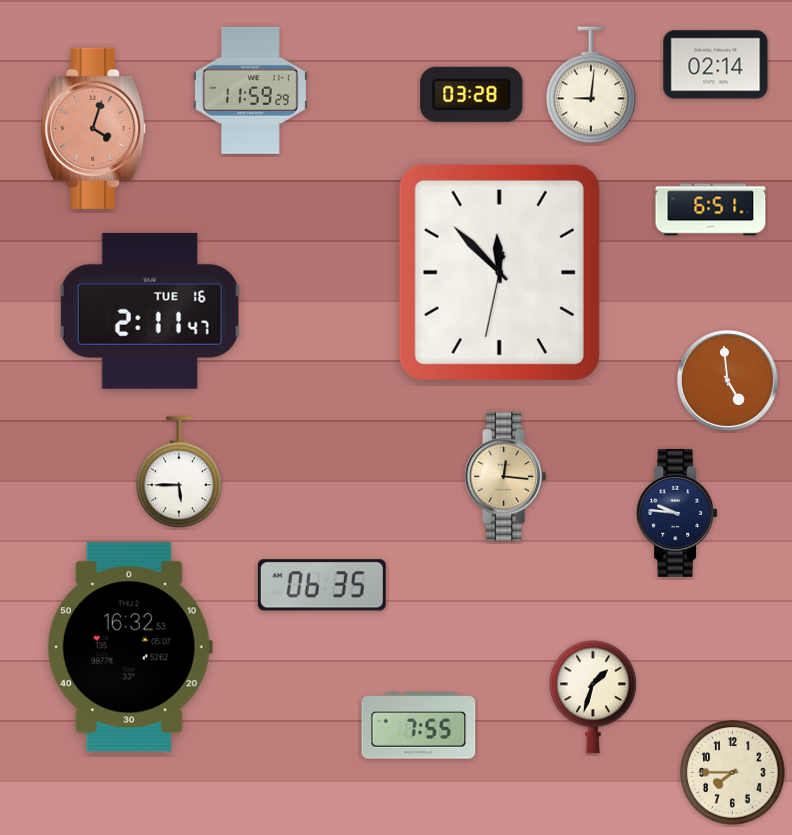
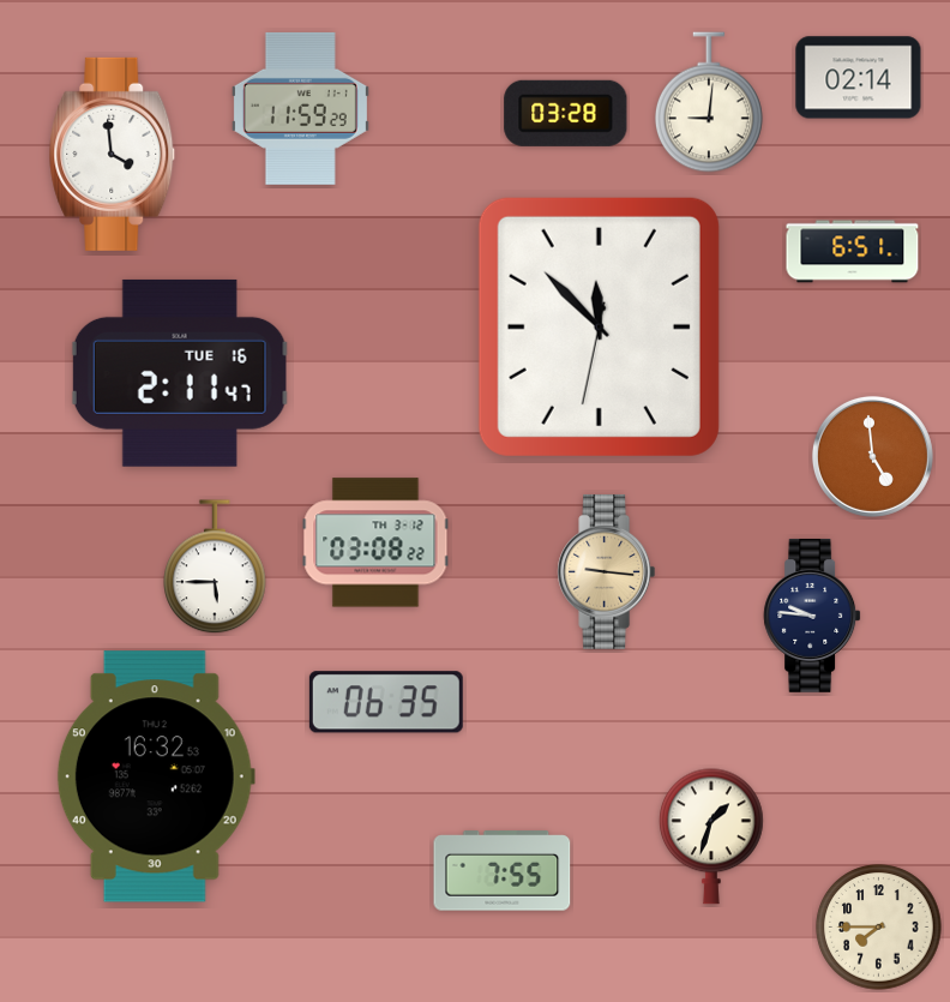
clock at (94, 128): 4:03 -> 3:59
clock at (94, 128) dial: salmon -> white
clock at (375, 542): none -> 03:08
clock at (506, 477): 12:16 -> 9:16
